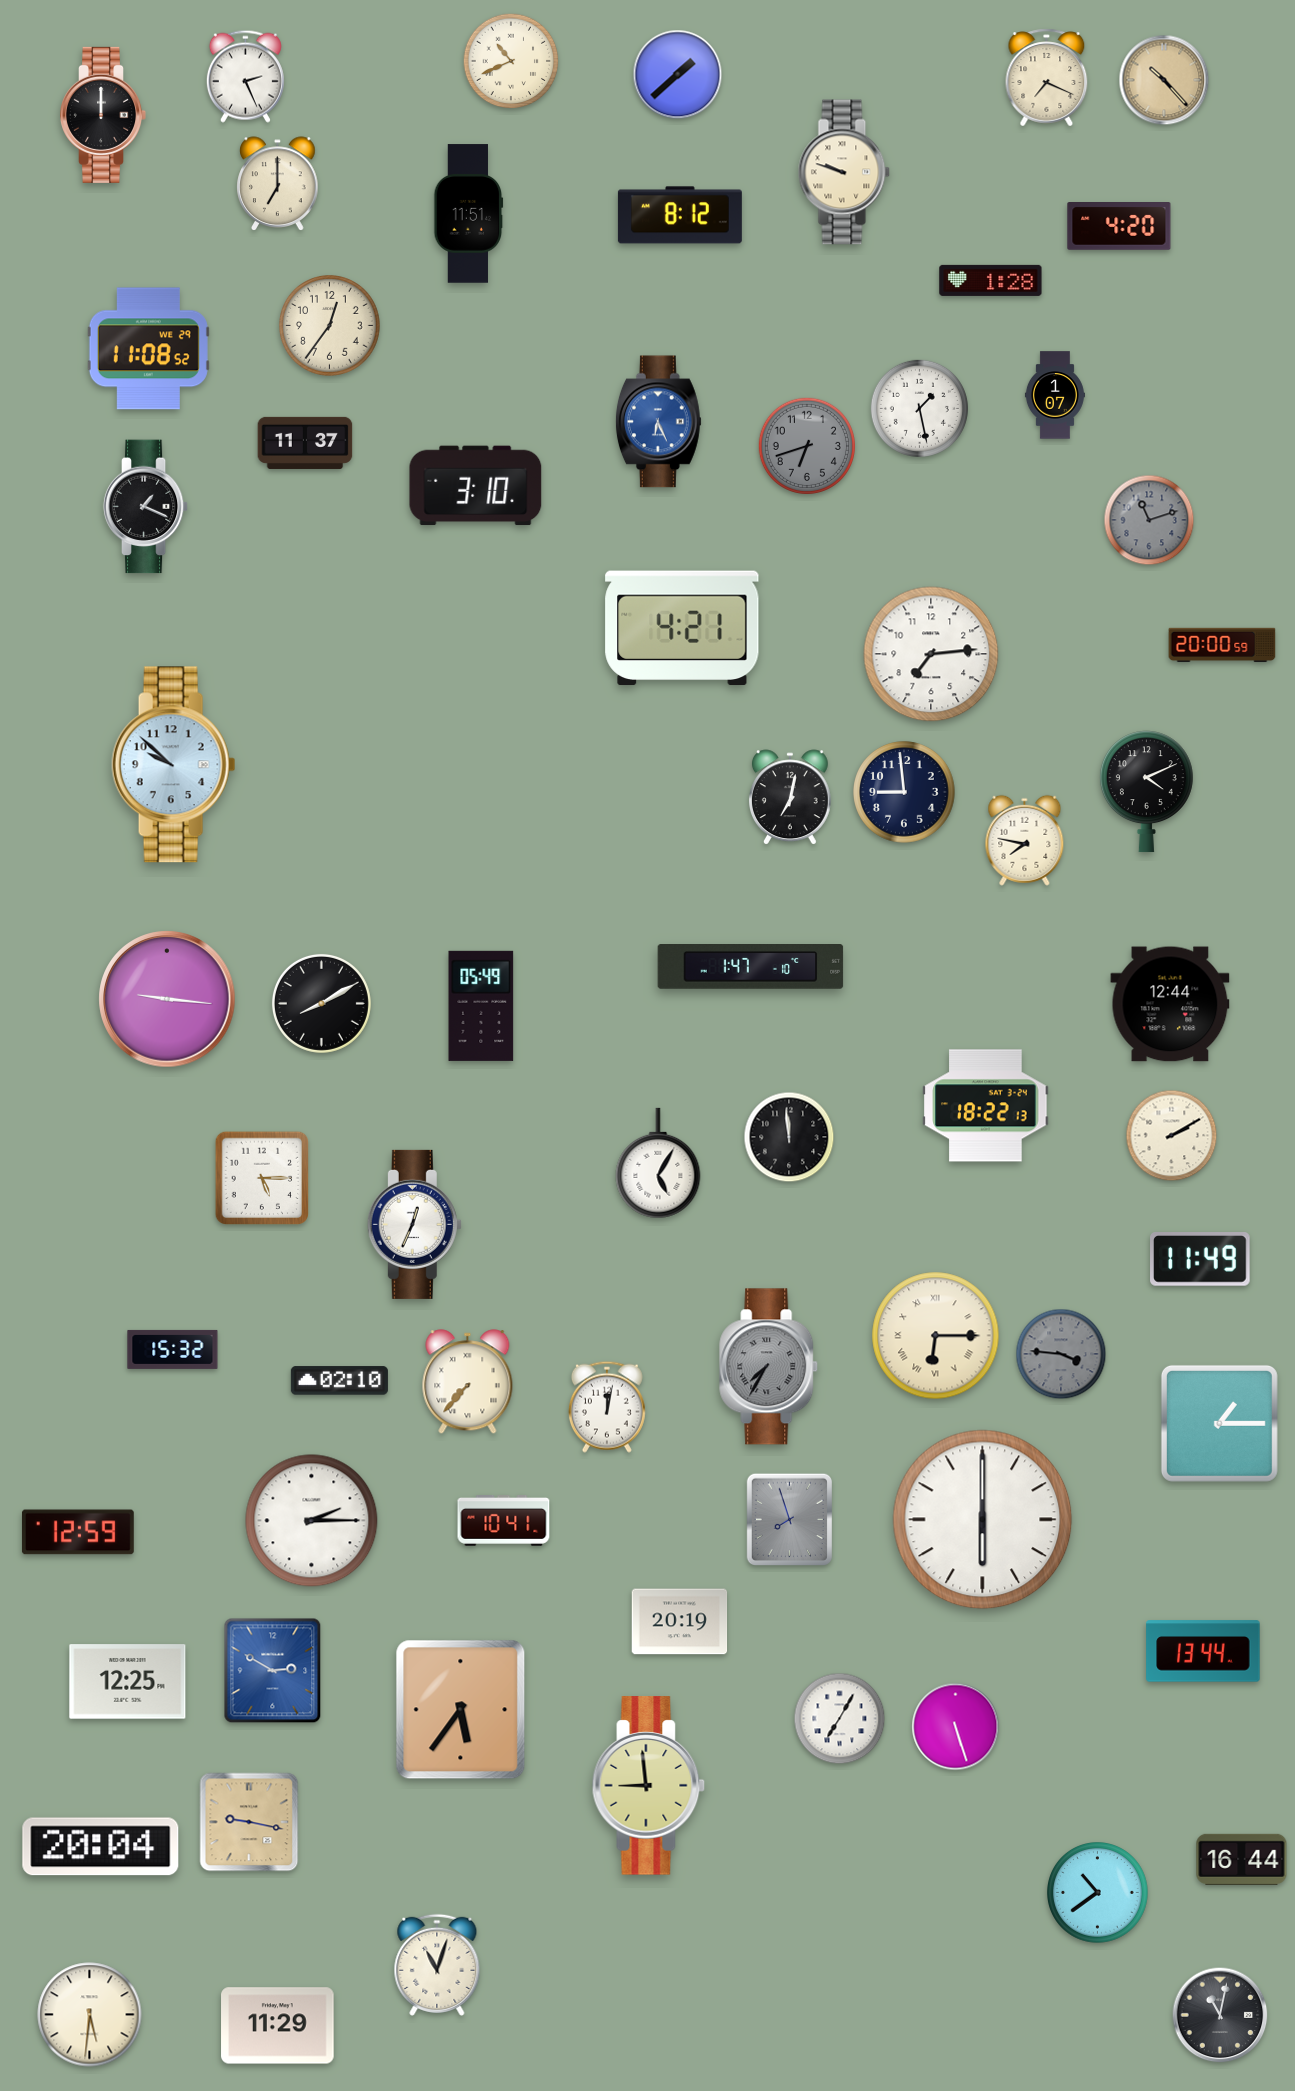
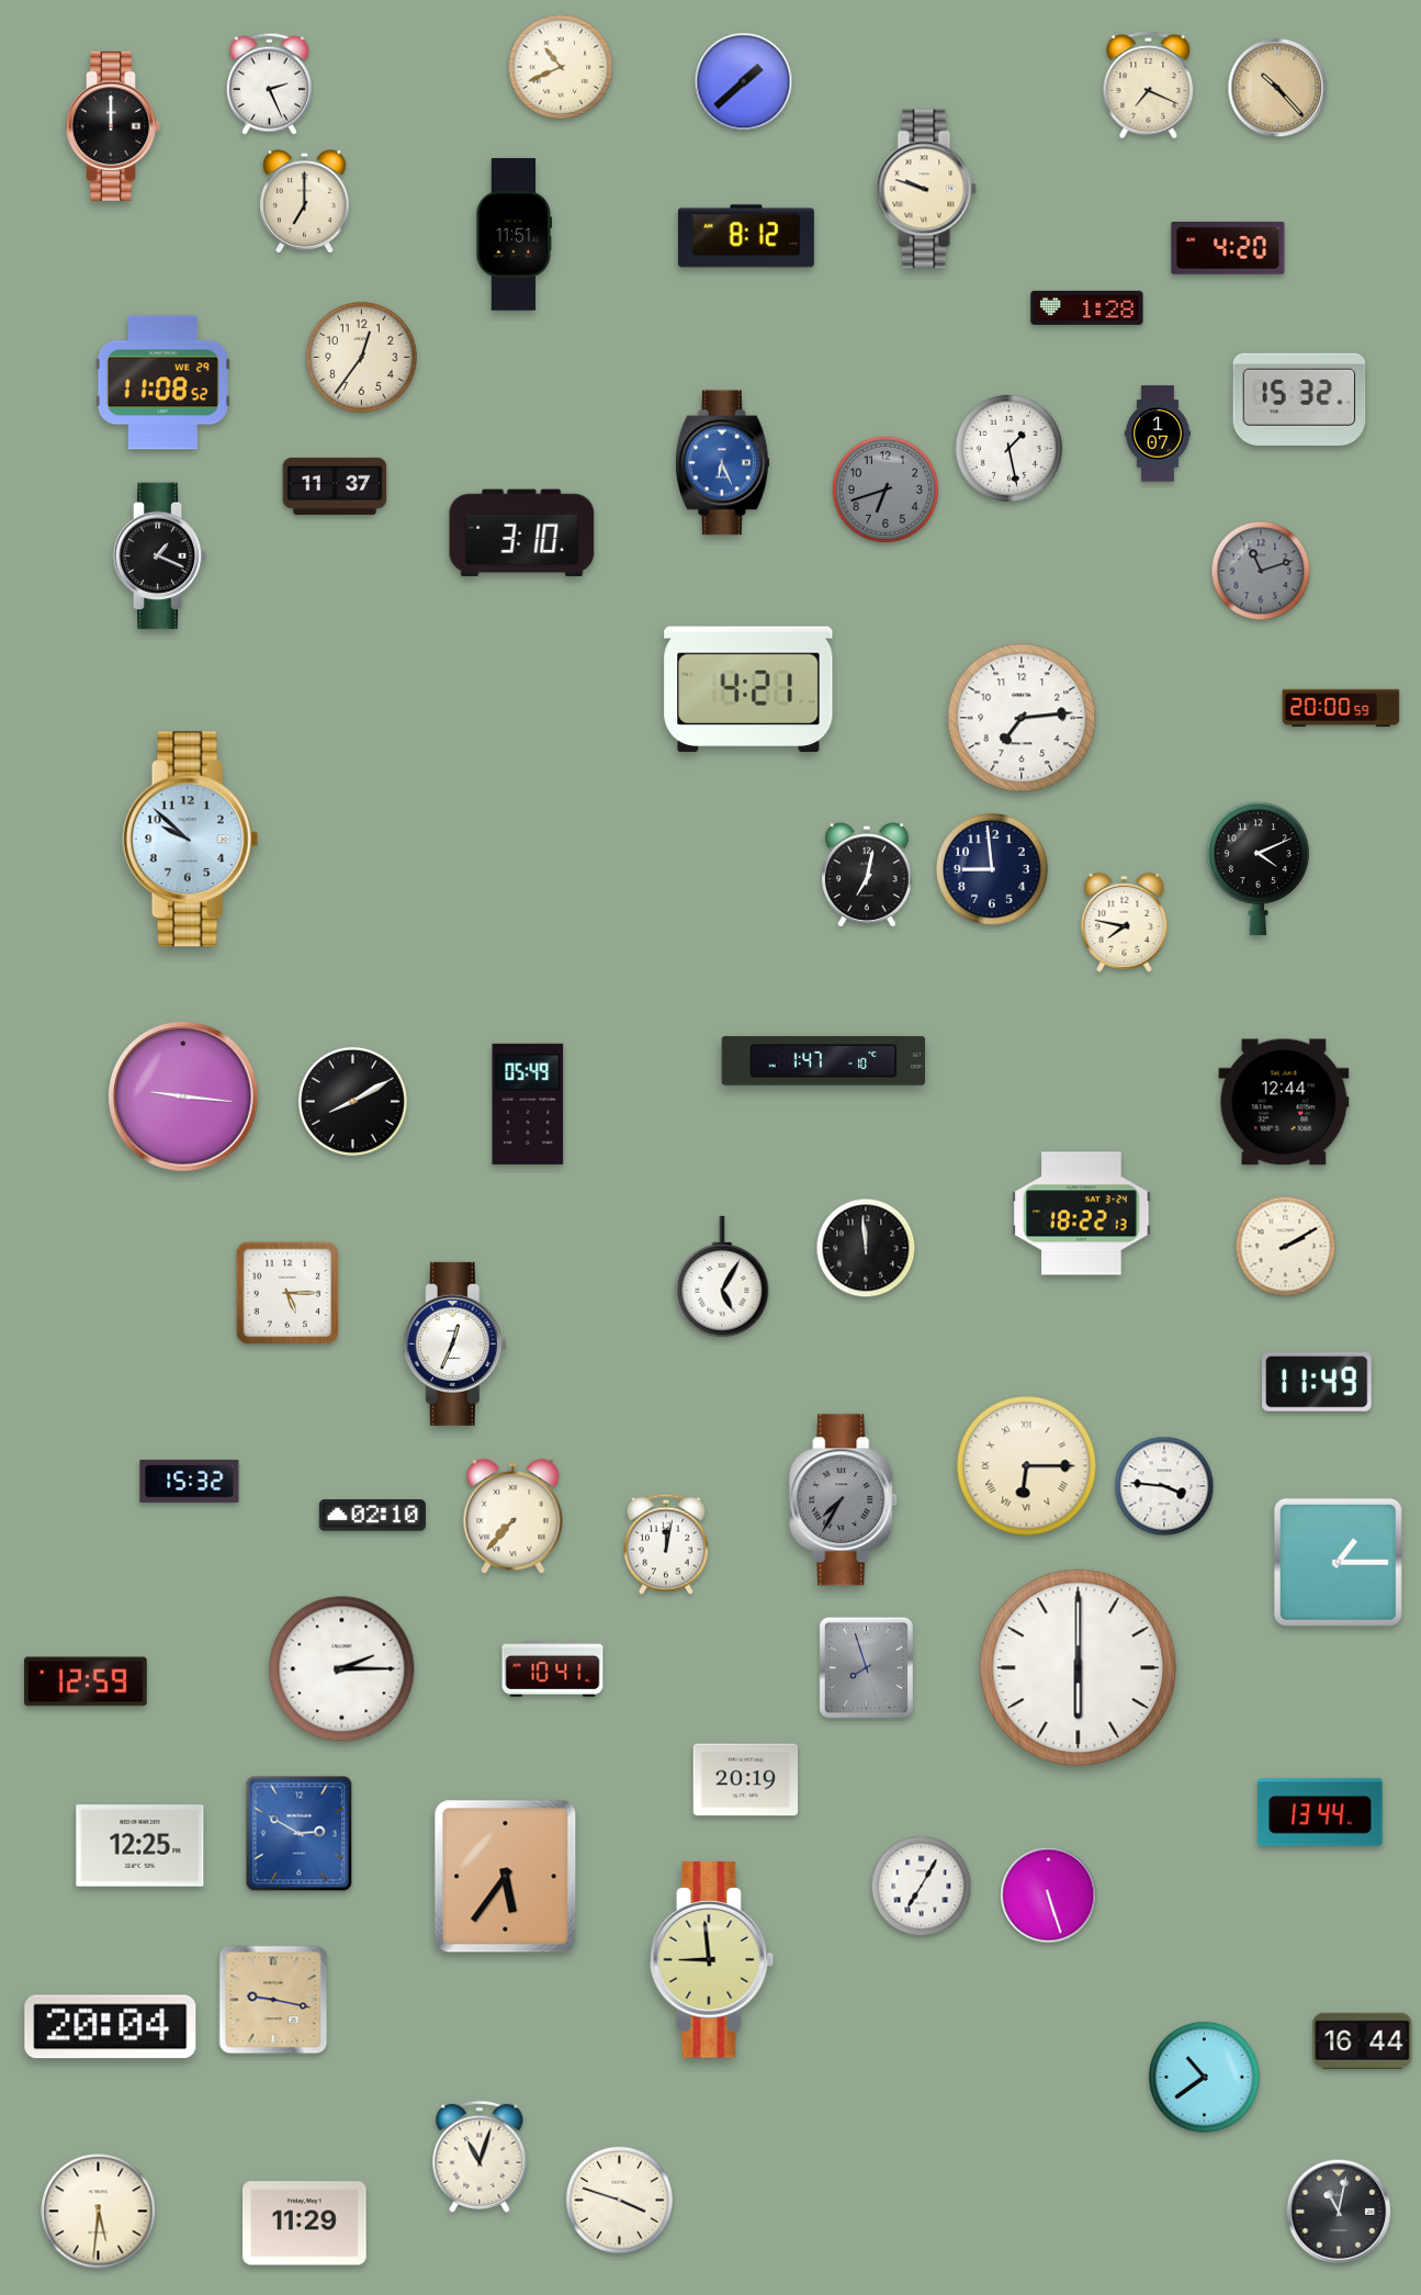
clock at (1299, 400): none -> 15:32
clock at (1061, 1354) dial: grey -> white
clock at (619, 2200): none -> 3:48
